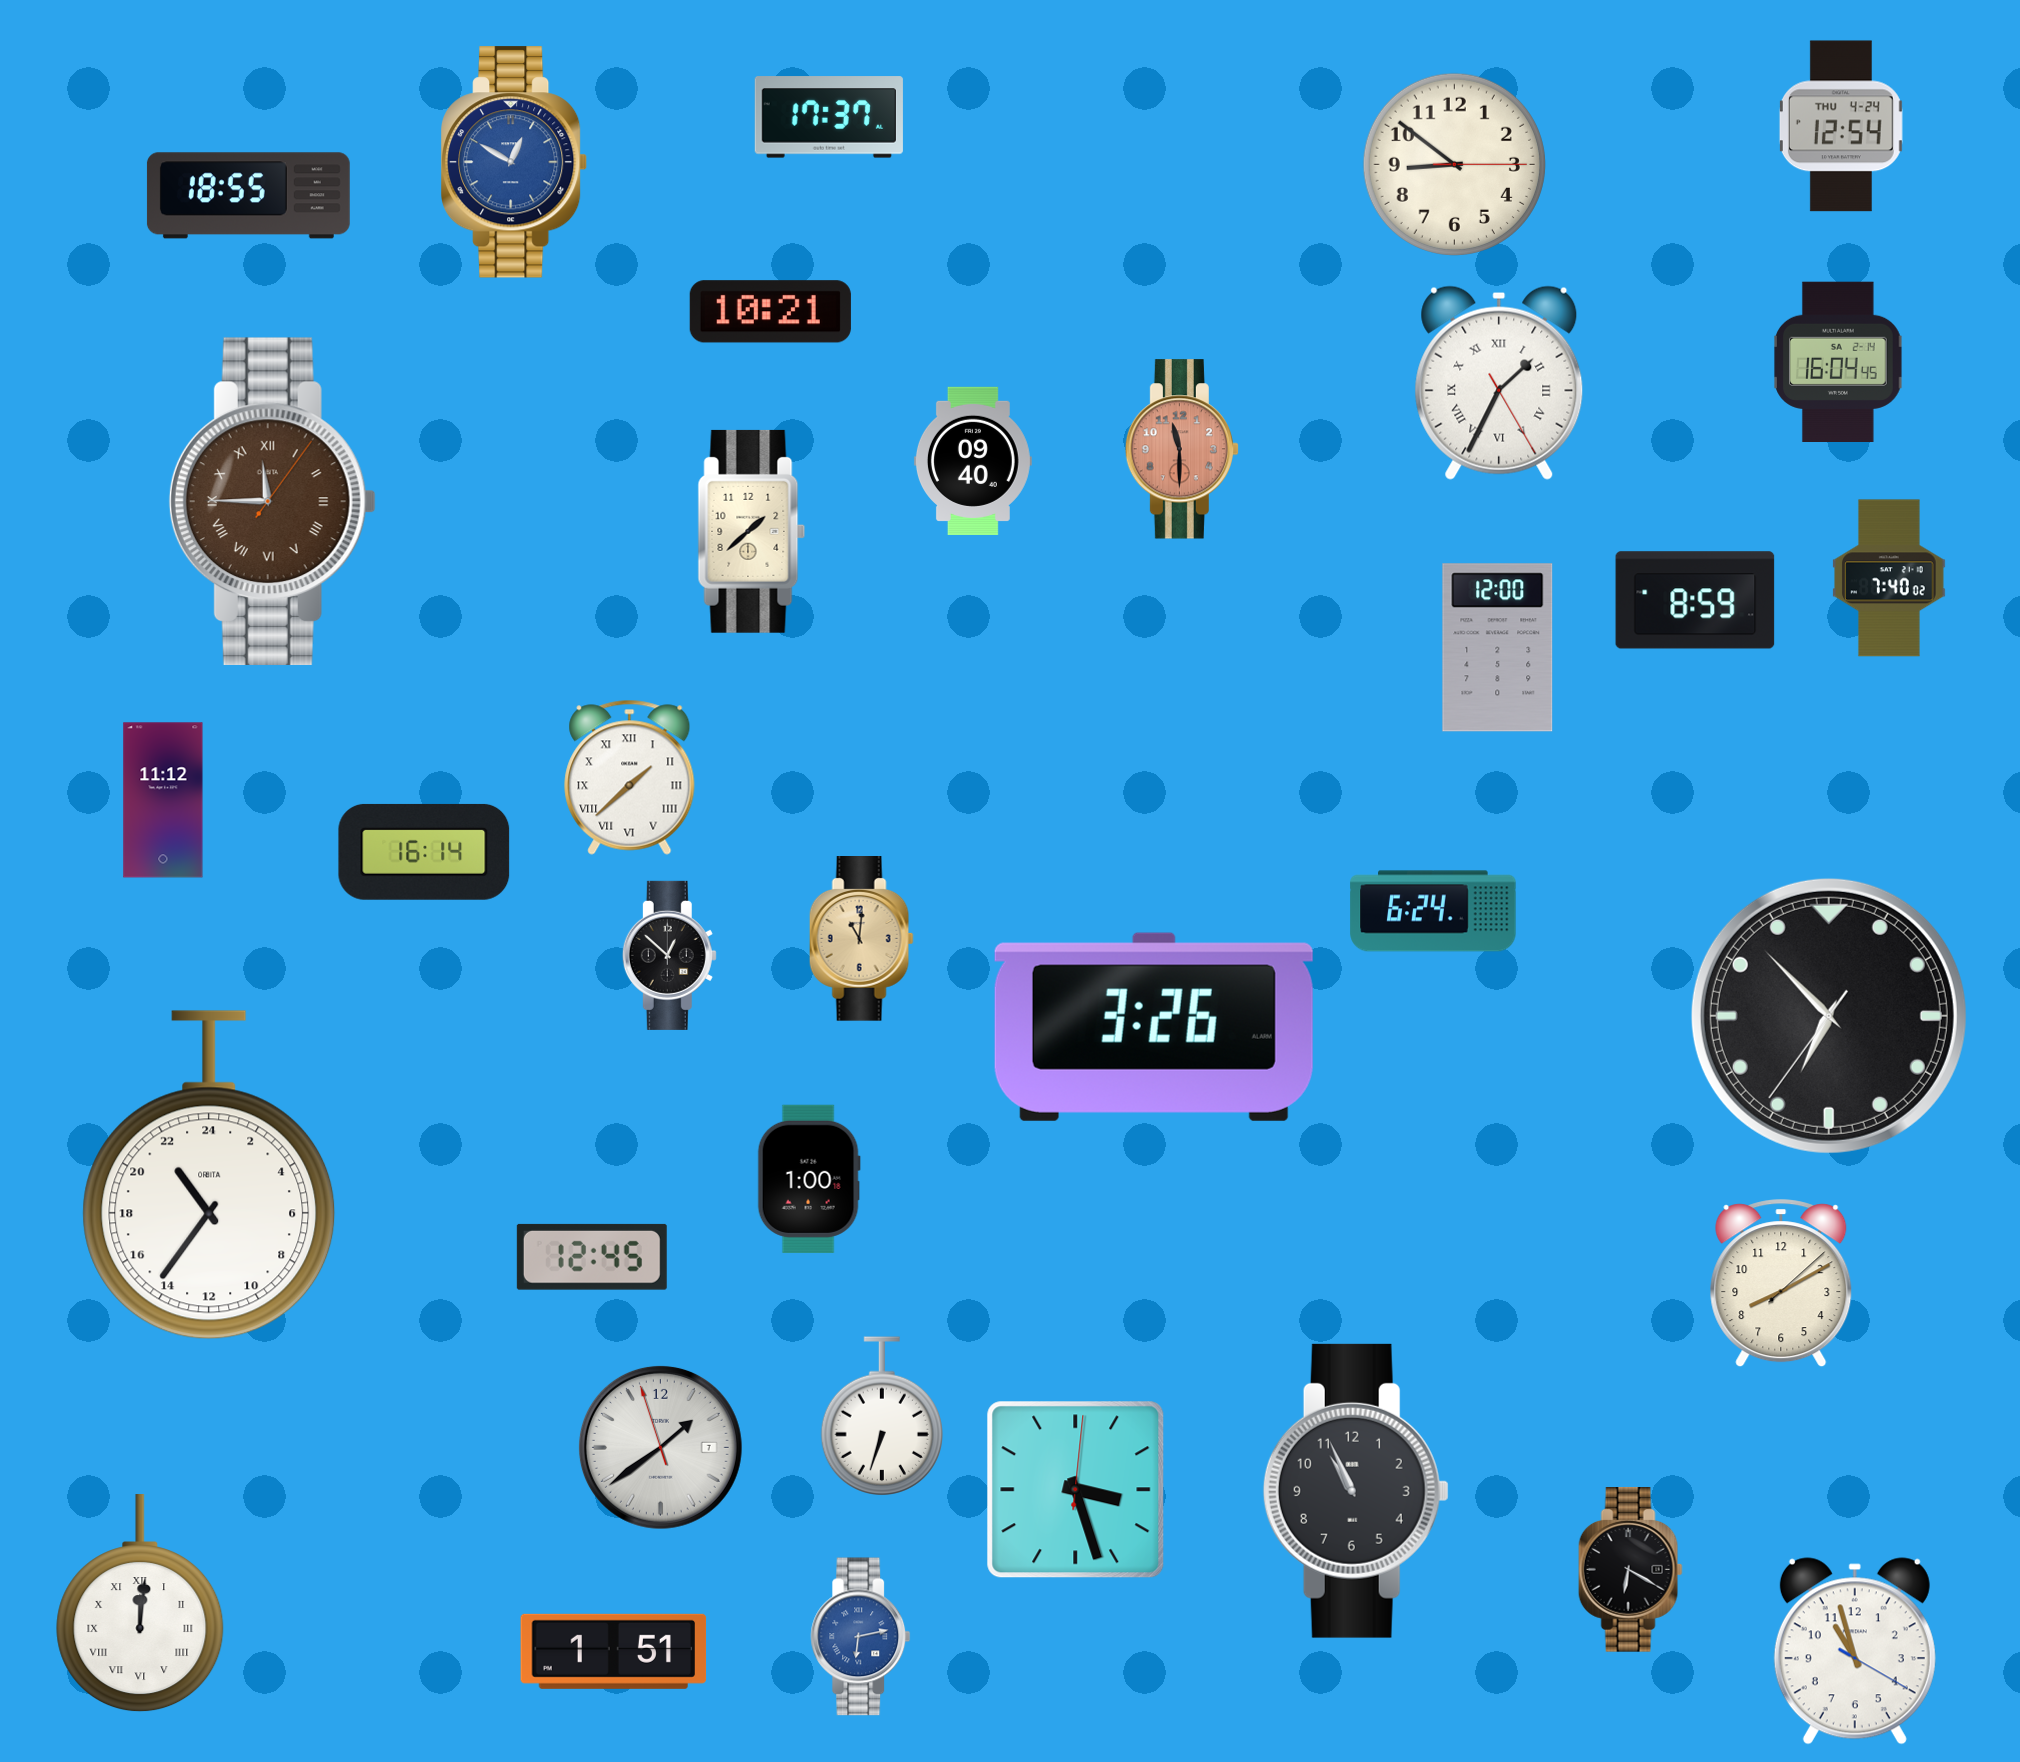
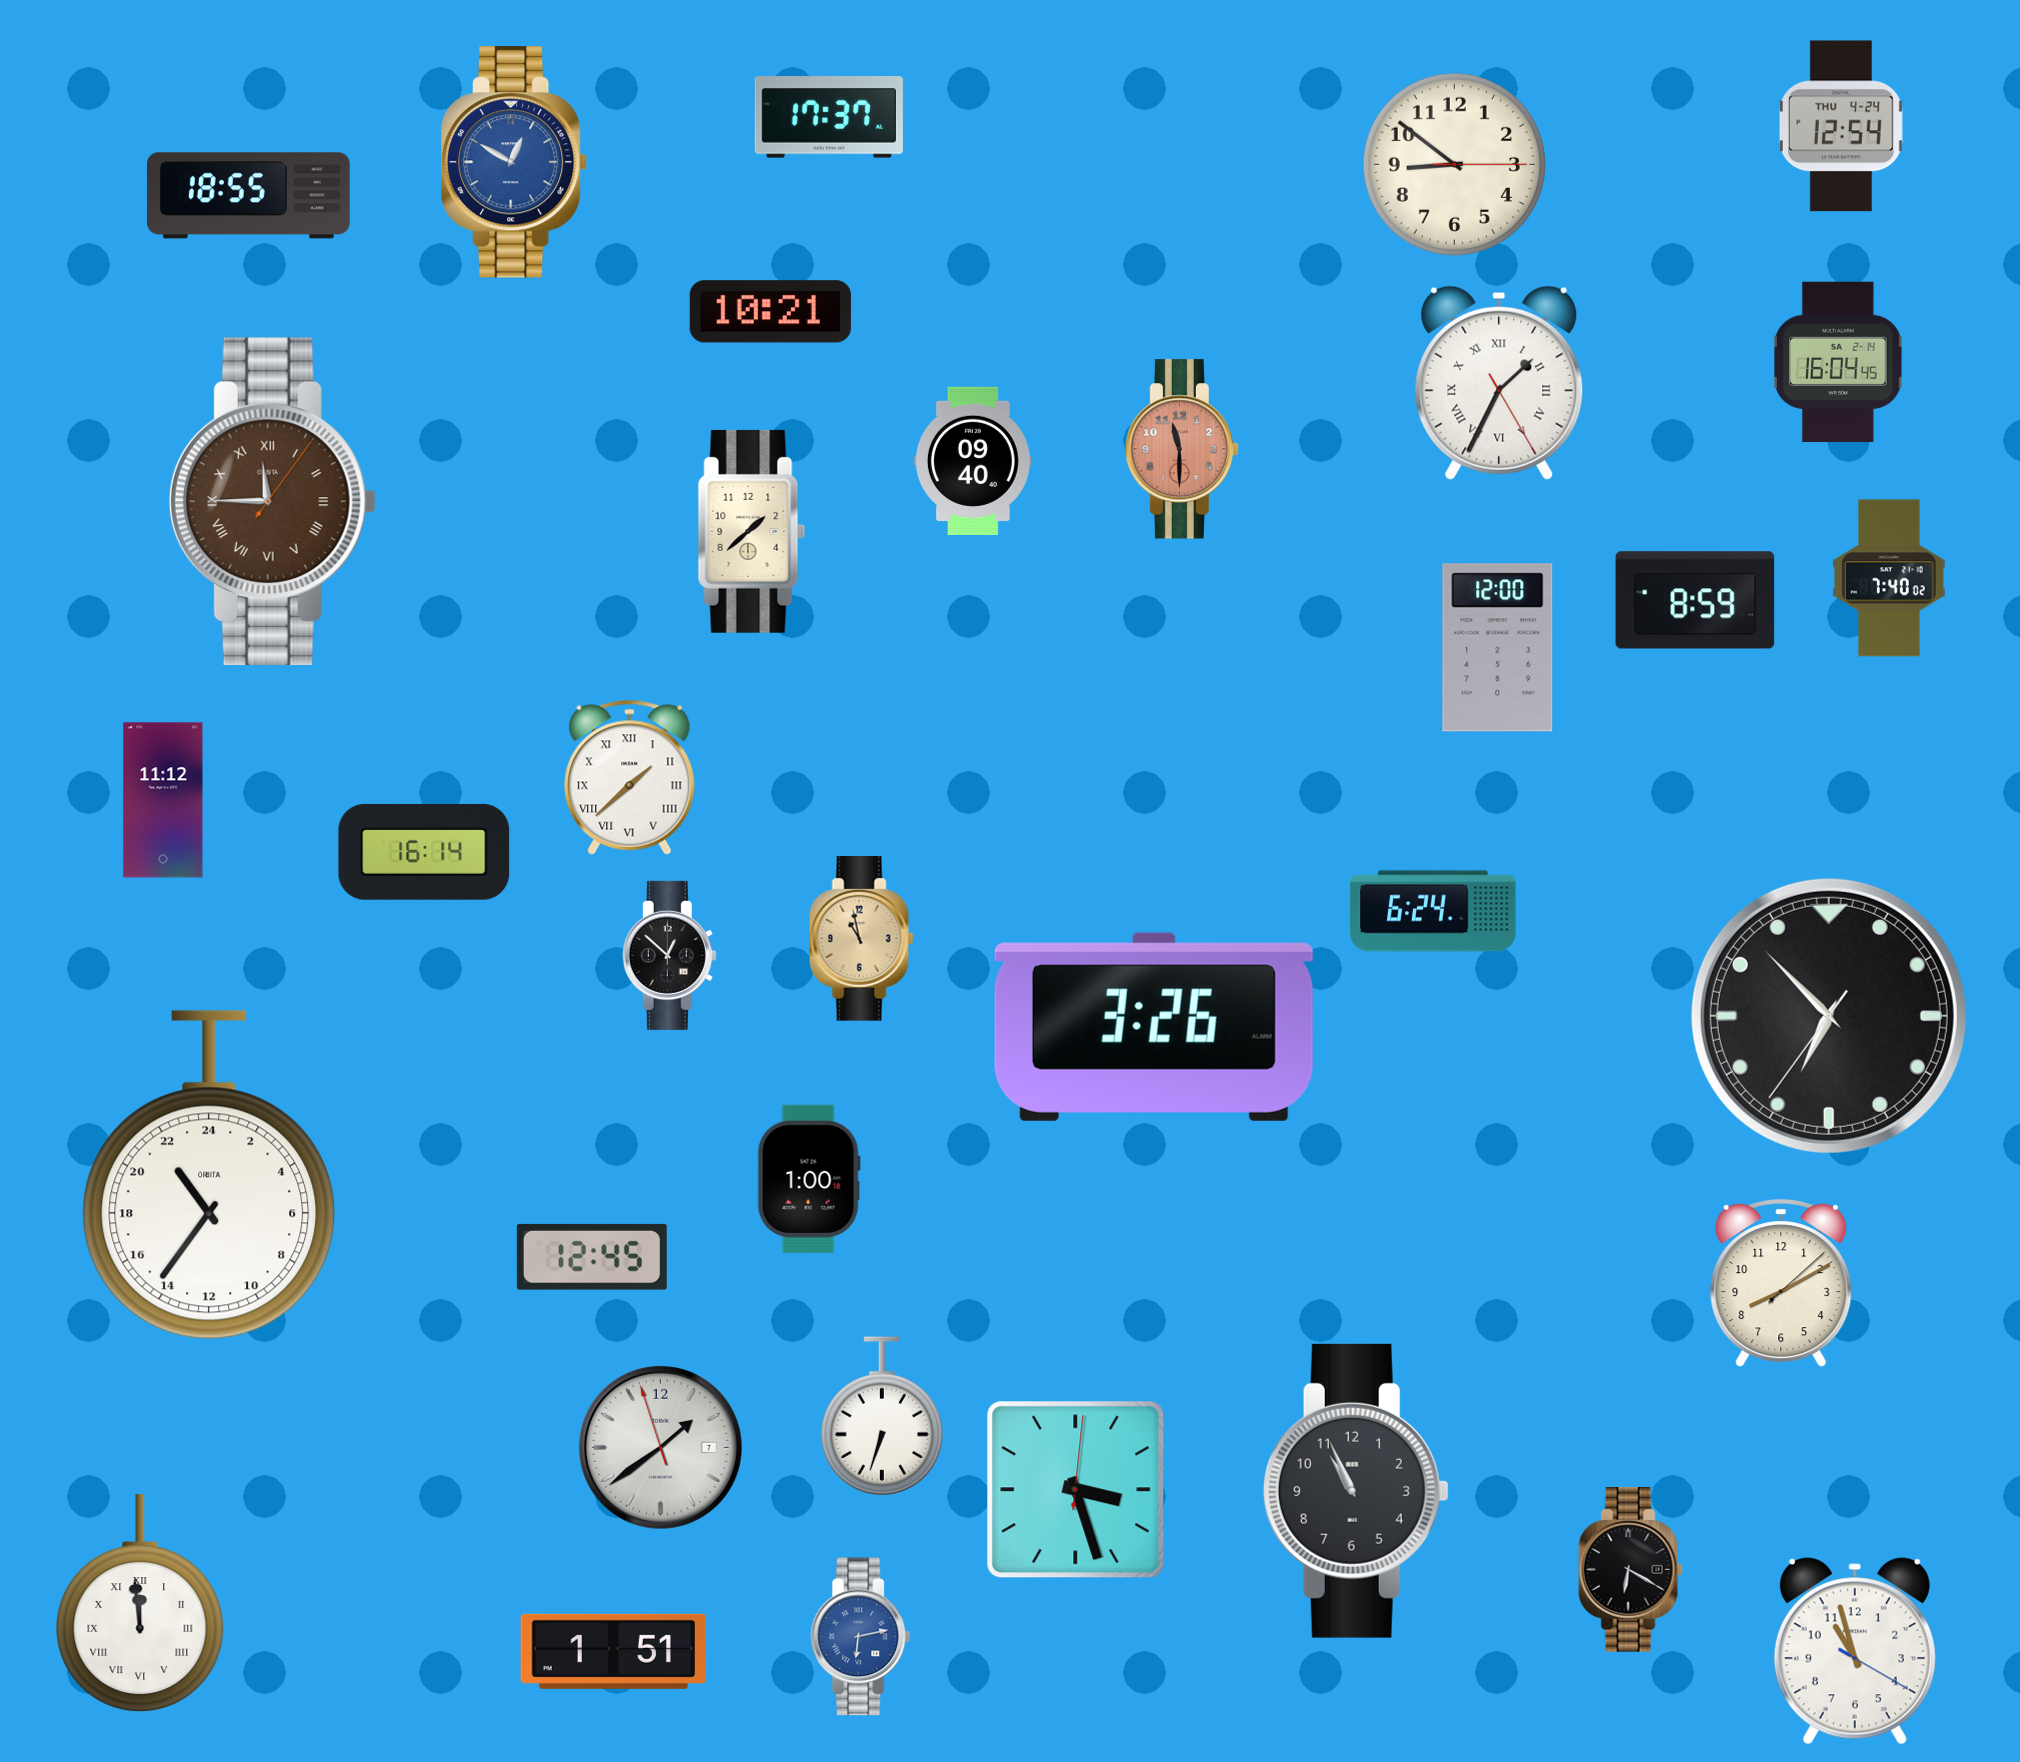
clock at (861, 939): 11:01 -> 10:58
clock at (140, 1604): 12:01 -> 11:59
